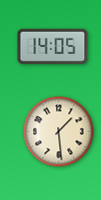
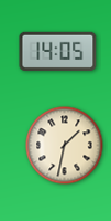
clock at (59, 132): 1:29 -> 1:32
